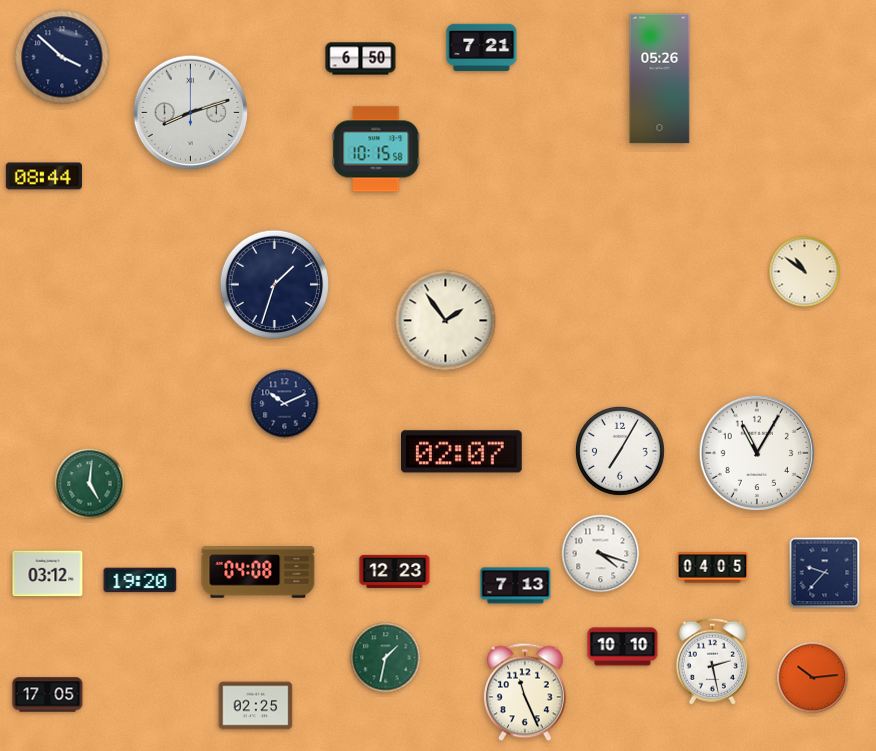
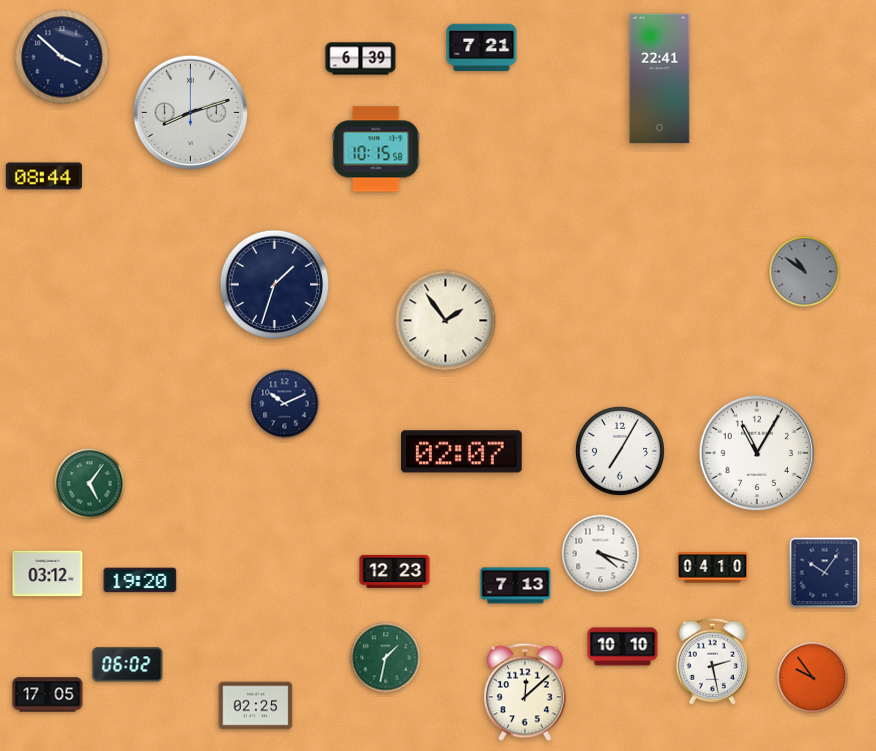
clock at (361, 59): 6:50 -> 6:39
clock at (660, 79): 05:26 -> 22:41
clock at (805, 272) dial: cream -> grey
clock at (90, 484): 5:01 -> 5:06
clock at (713, 568): 04:05 -> 04:10
clock at (258, 572): 04:08 -> none
clock at (825, 573): 9:37 -> 10:06
clock at (128, 665): none -> 06:02
clock at (813, 678): 10:14 -> 9:54
clock at (525, 692): 11:26 -> 12:08
